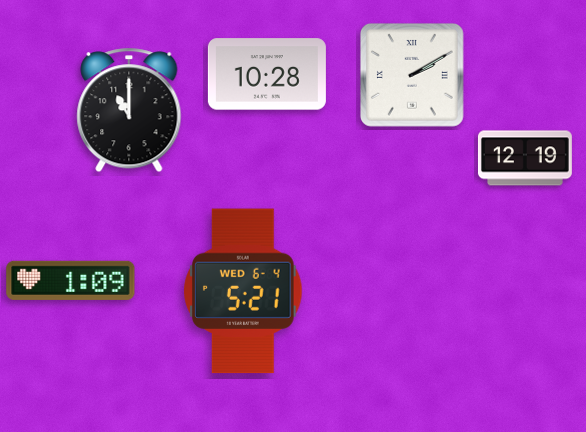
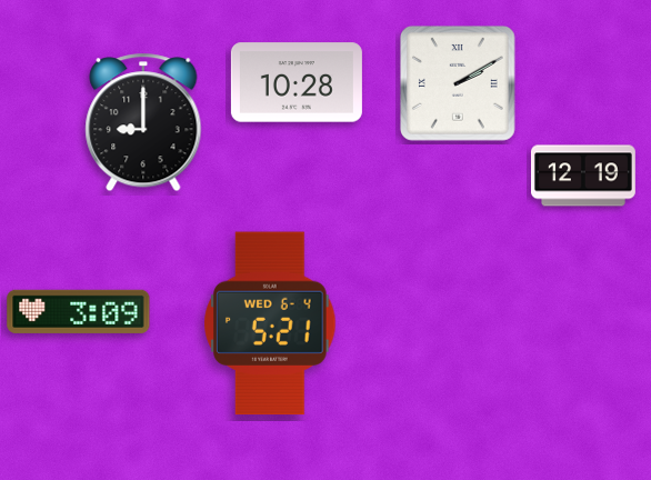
clock at (129, 110): 11:00 -> 9:00
clock at (71, 280): 1:09 -> 3:09
